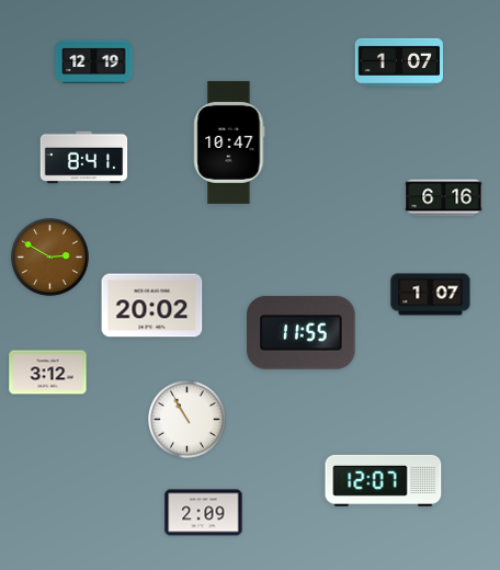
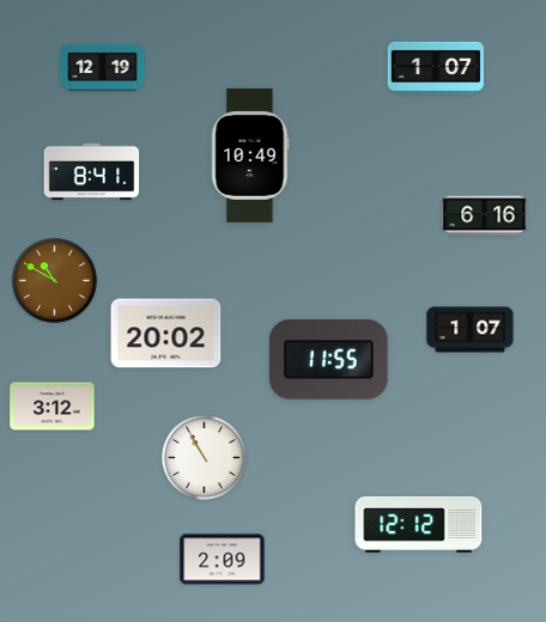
clock at (229, 142): 10:47 -> 10:49
clock at (50, 258): 2:50 -> 10:50
clock at (431, 295) position: (431, 295) -> (471, 330)
clock at (302, 333) position: (302, 333) -> (329, 360)
clock at (384, 480): 12:07 -> 12:12
